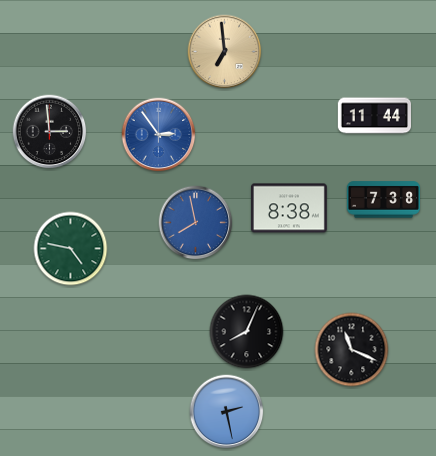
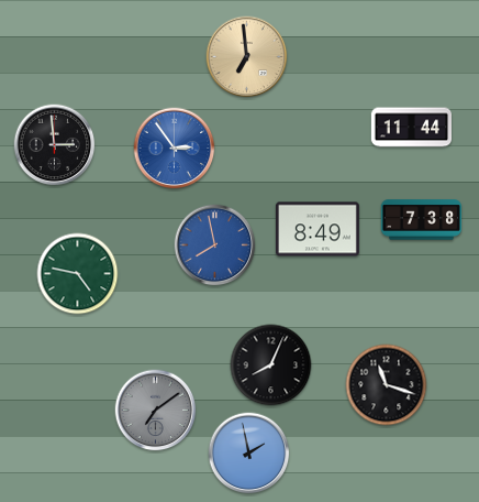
clock at (289, 208): 8:38 -> 8:49
clock at (352, 350): 11:19 -> 11:18
clock at (156, 411): none -> 7:09
clock at (227, 412): 2:28 -> 1:58
